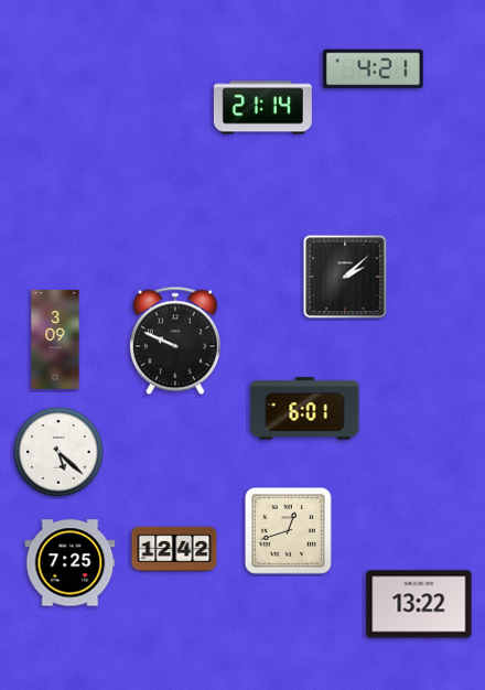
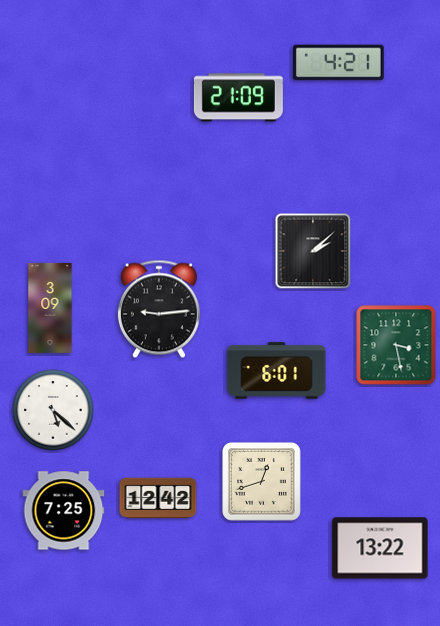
clock at (262, 108): 21:14 -> 21:09
clock at (175, 341): 9:49 -> 9:14
clock at (396, 345): none -> 3:28
